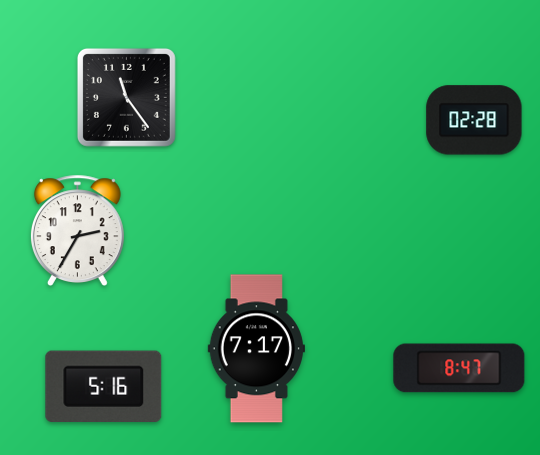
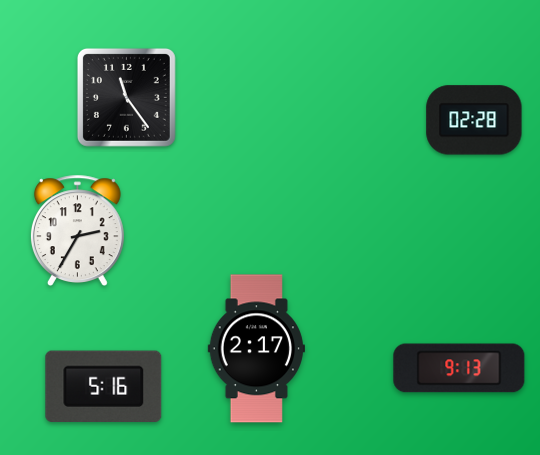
clock at (256, 349): 7:17 -> 2:17
clock at (459, 368): 8:47 -> 9:13
